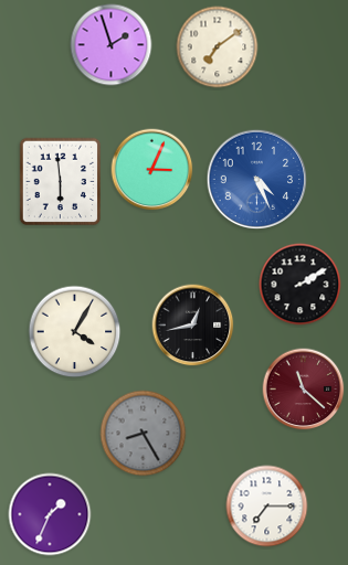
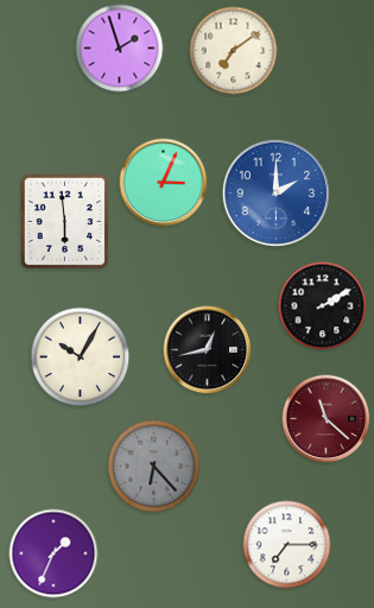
clock at (257, 180): 4:26 -> 2:00
clock at (61, 182) position: (61, 182) -> (65, 222)
clock at (75, 332): 4:05 -> 10:05
clock at (144, 434): 8:25 -> 6:23
